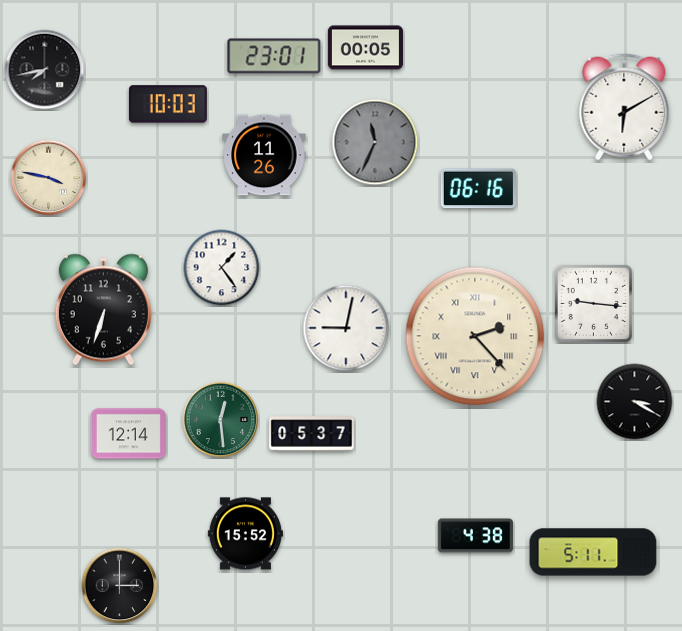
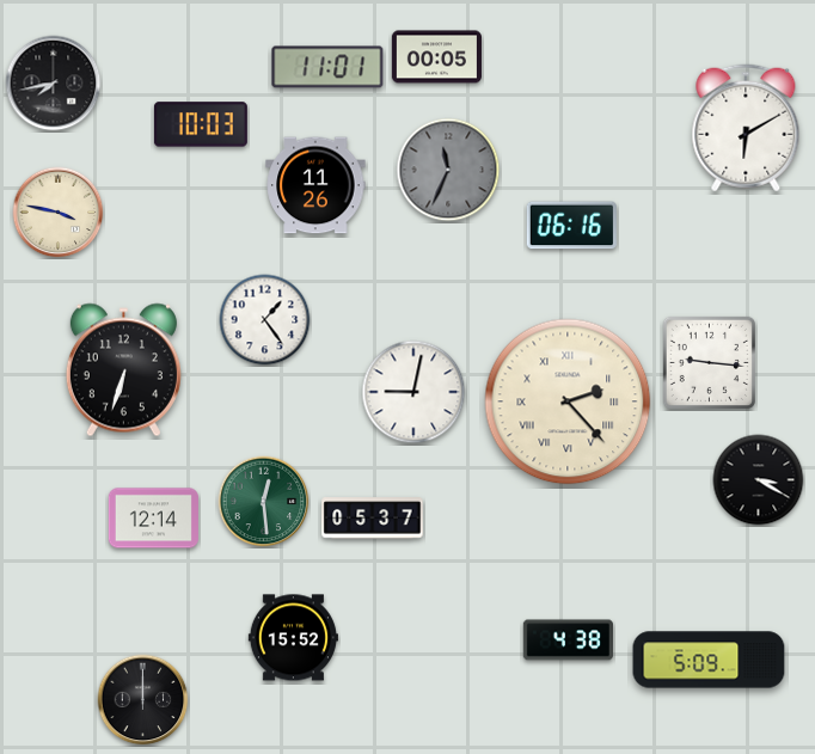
clock at (274, 56): 23:01 -> 11:01
clock at (593, 552): 5:11 -> 5:09
clock at (120, 586): 3:00 -> 12:00
